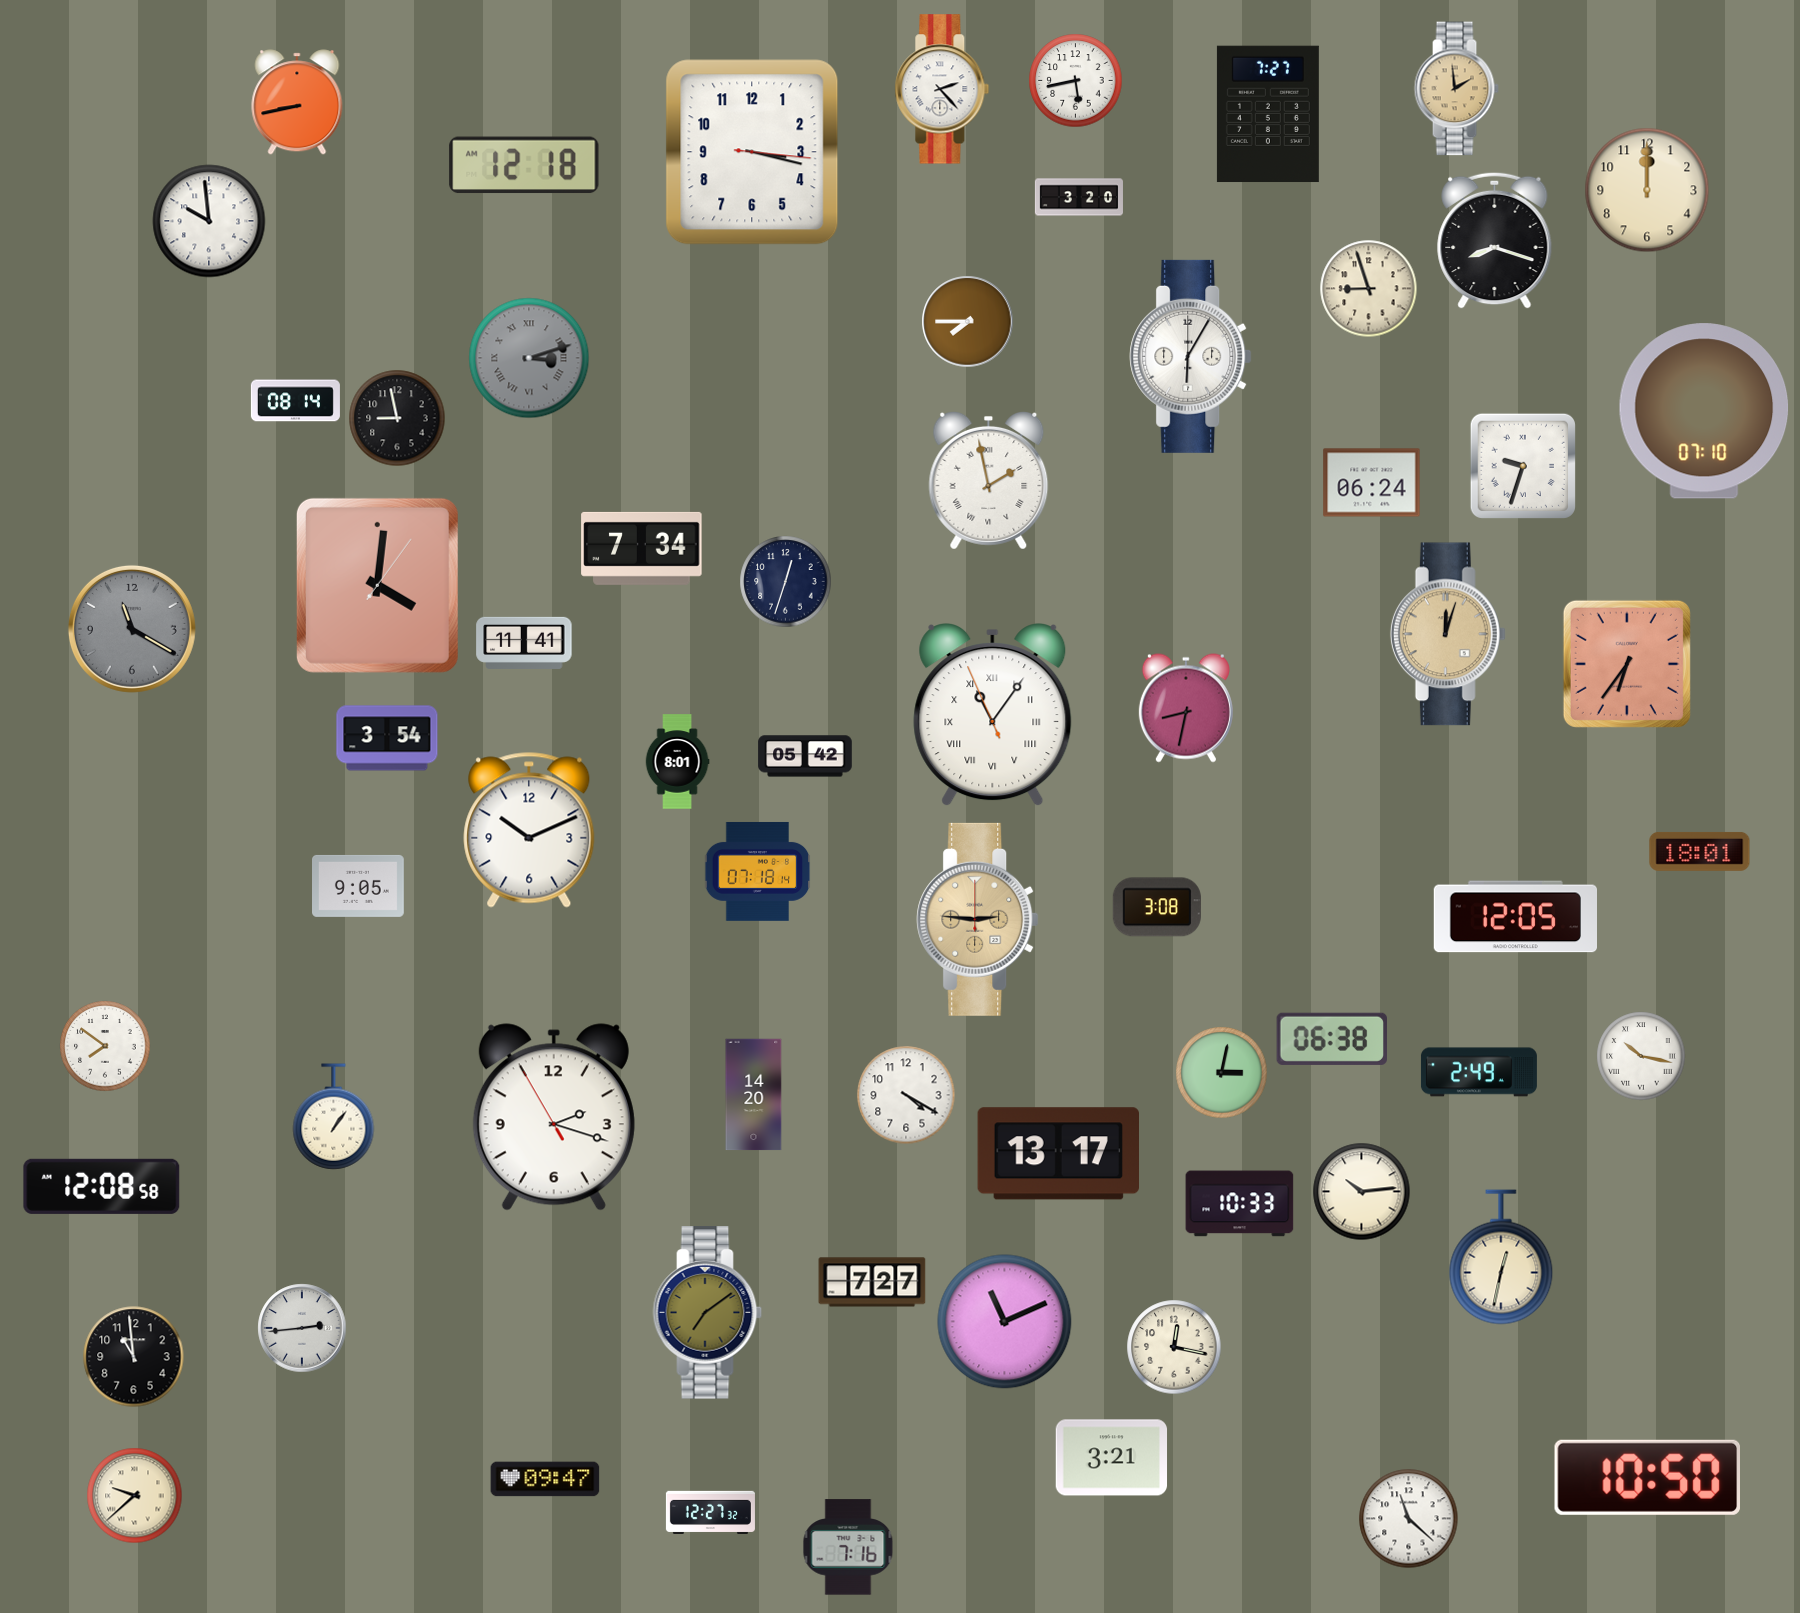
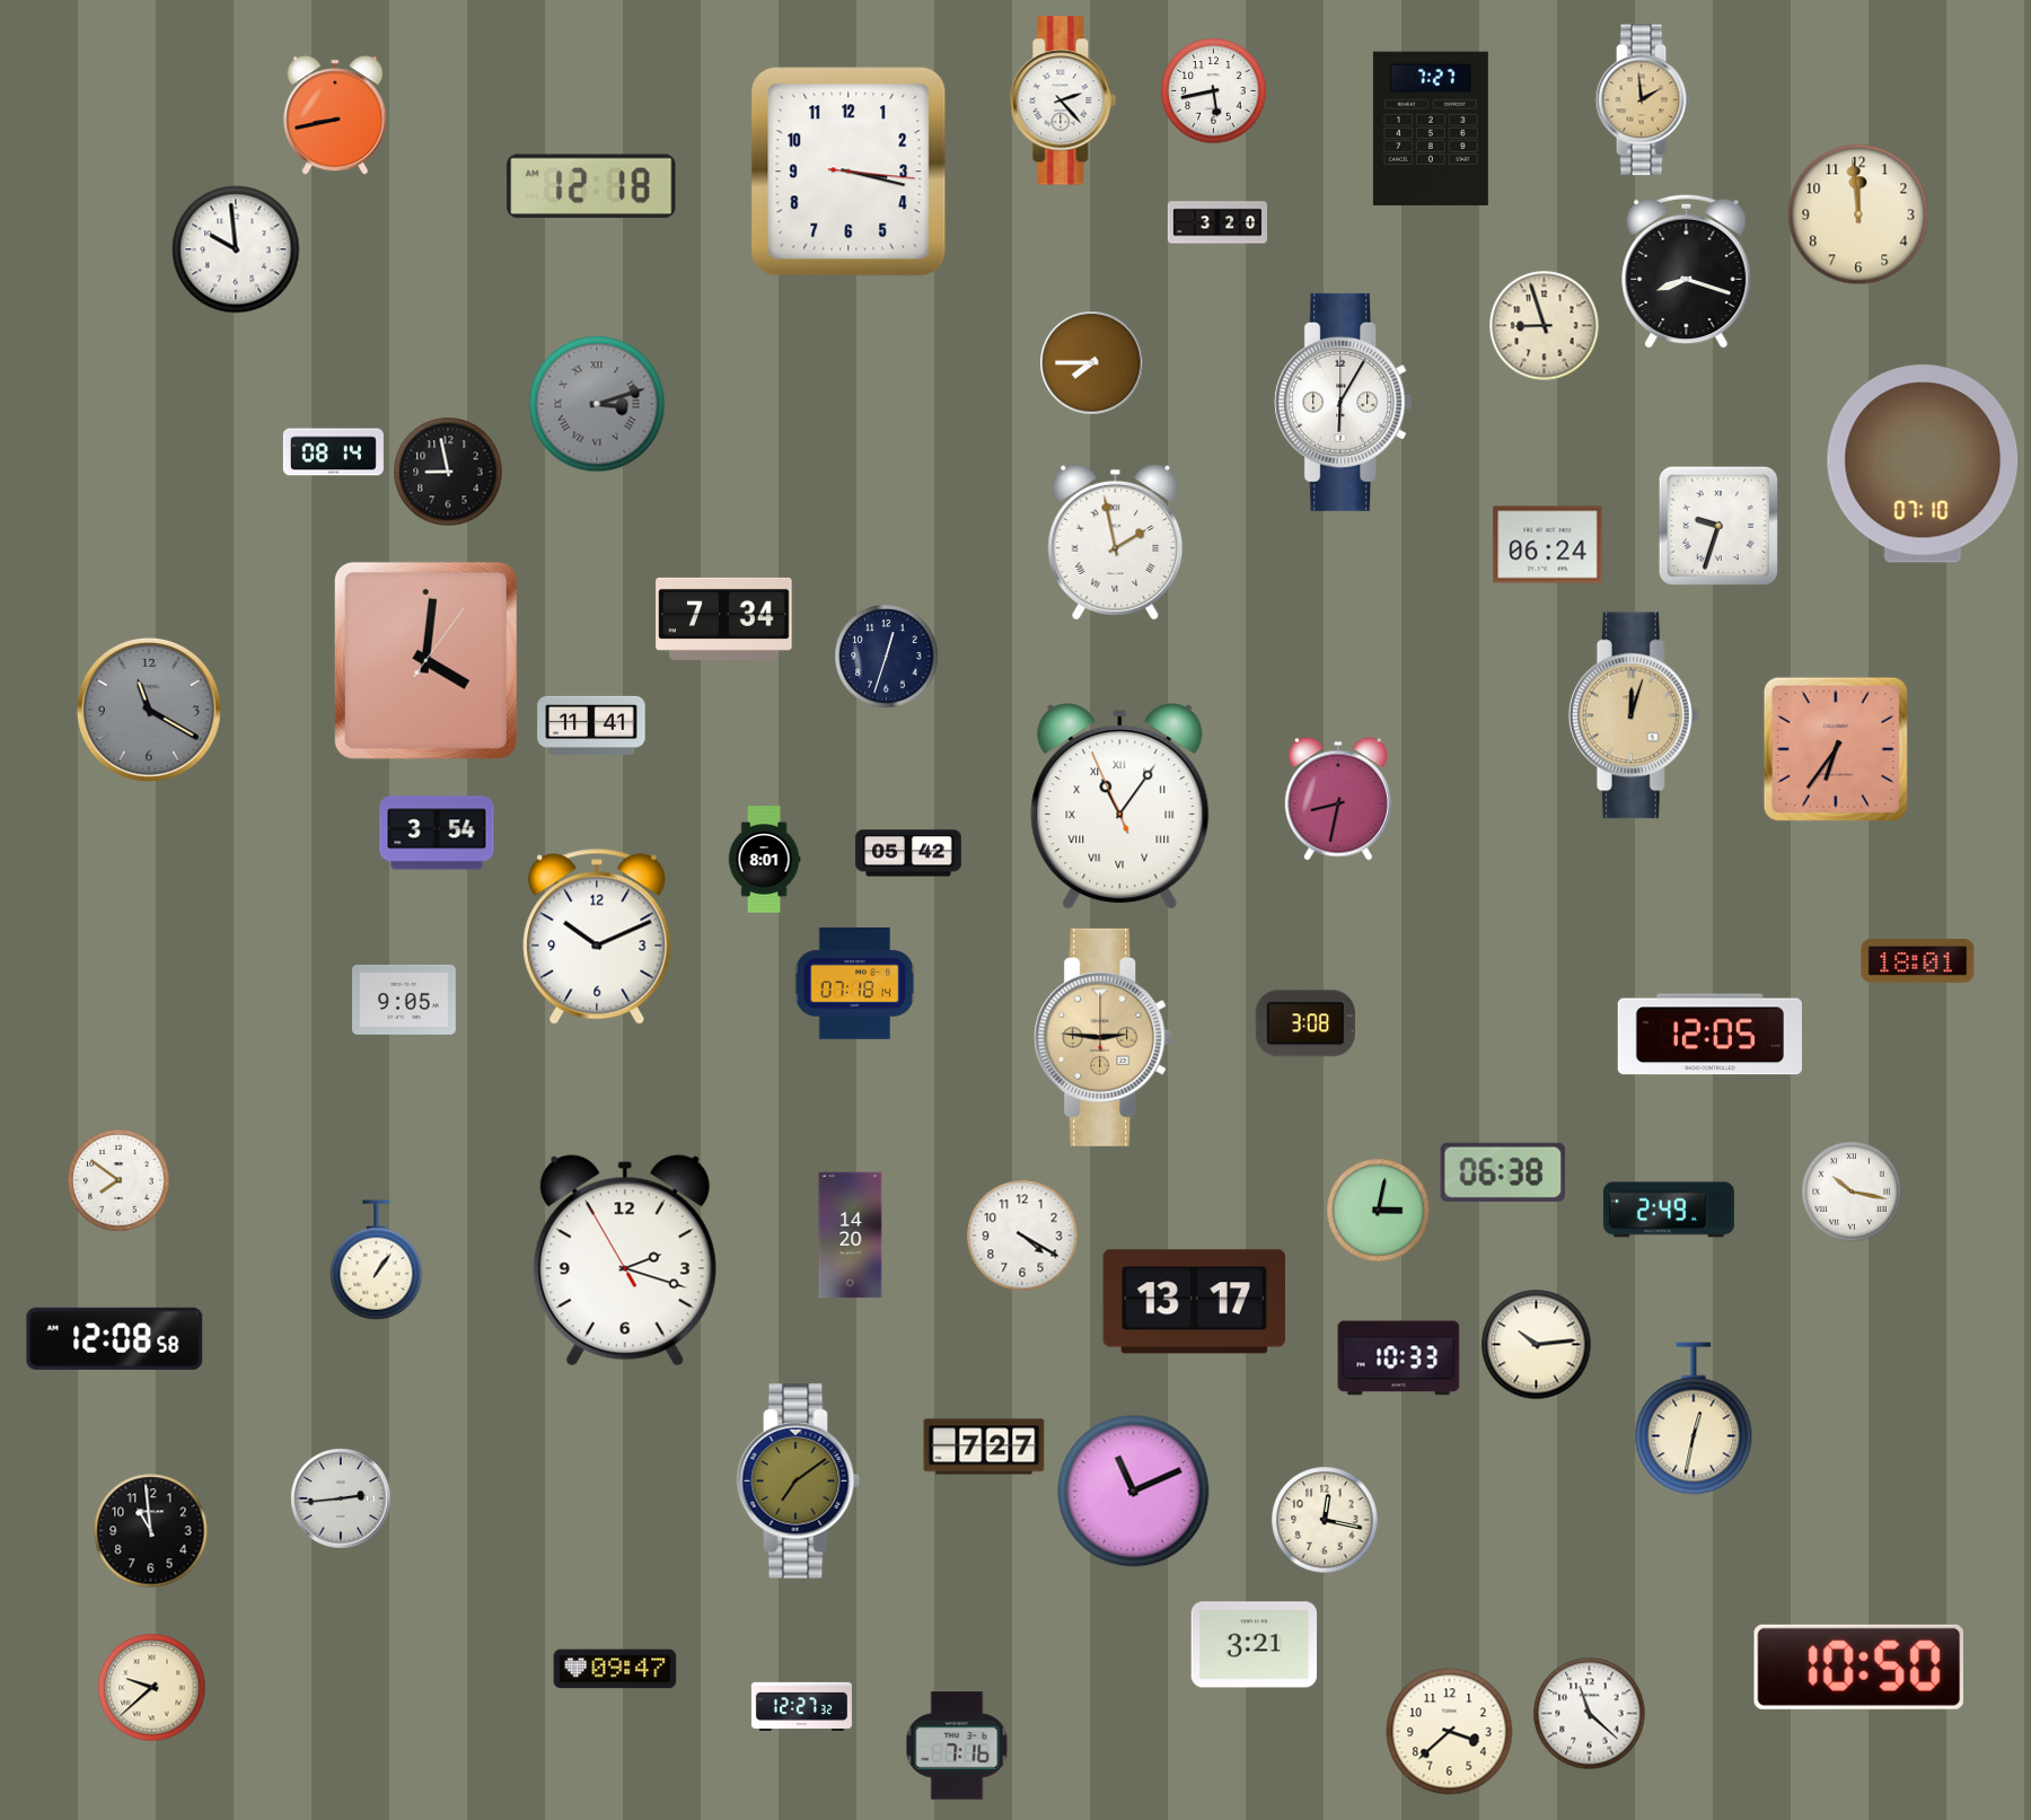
clock at (1647, 190): 12:00 -> 11:59
clock at (1450, 1732): none -> 3:38
